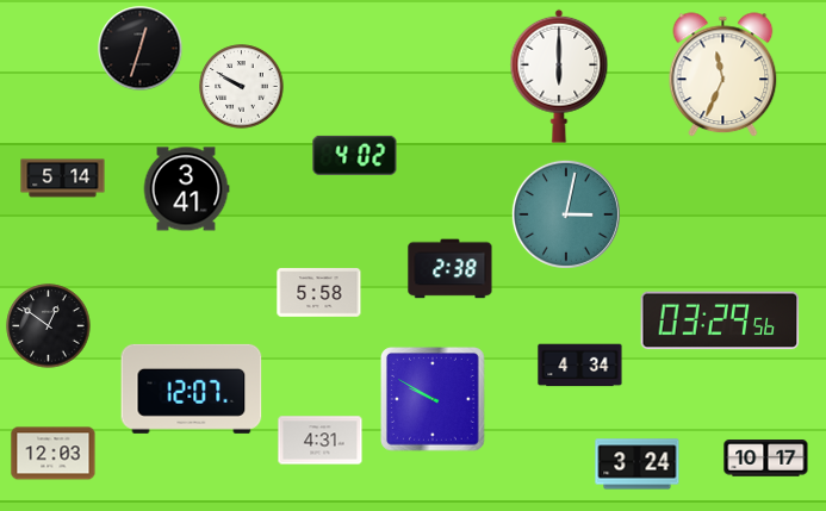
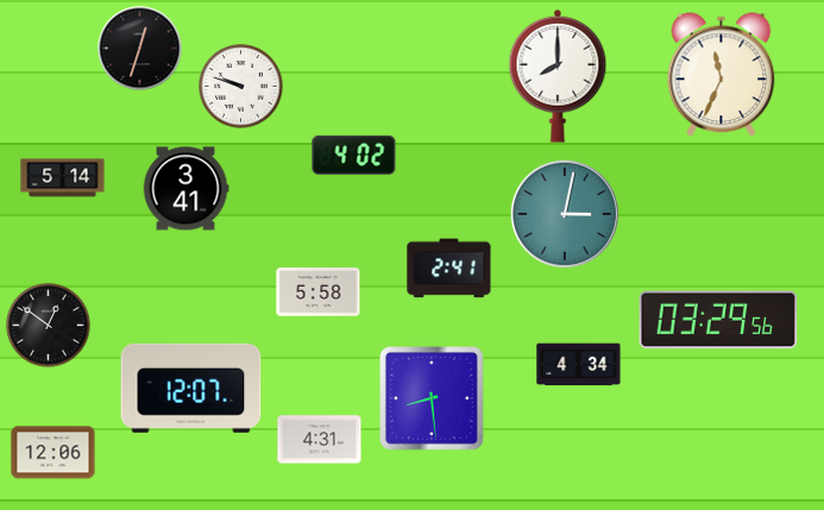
clock at (559, 76): 6:00 -> 8:00
clock at (242, 87): 9:50 -> 9:48
clock at (451, 269): 2:38 -> 2:41
clock at (434, 400): 9:50 -> 8:29
clock at (54, 454): 12:03 -> 12:06
clock at (766, 459): 10:17 -> none
clock at (638, 465): 3:24 -> none
